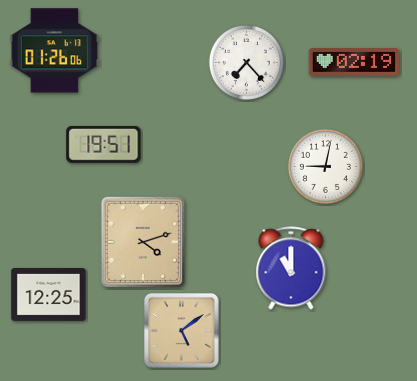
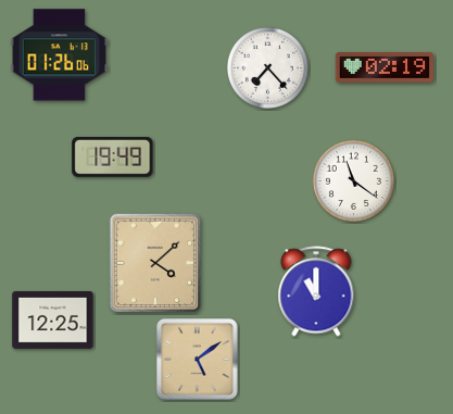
clock at (104, 144): 19:51 -> 19:49
clock at (325, 166): 9:02 -> 11:21
clock at (142, 242): 4:12 -> 4:08
